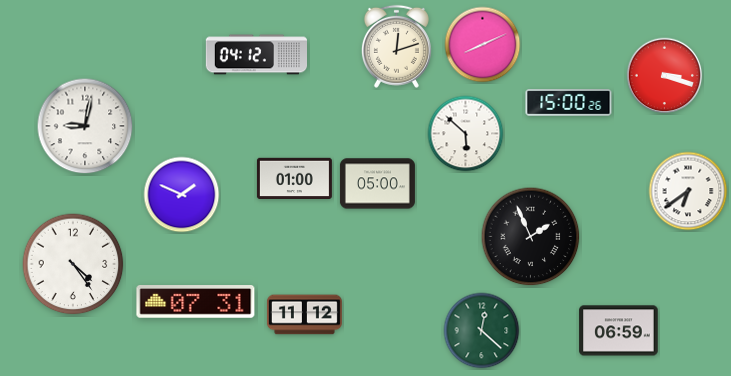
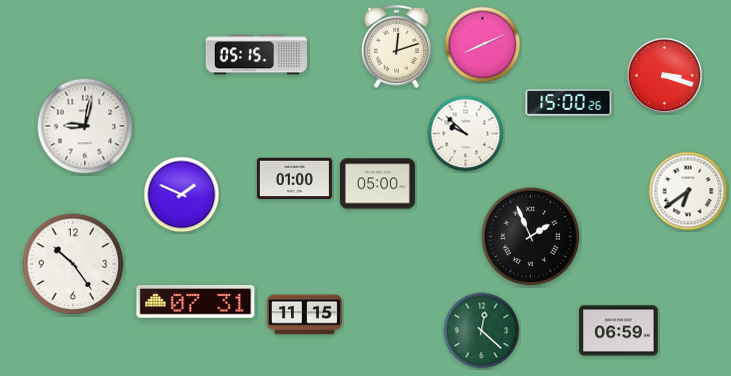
clock at (256, 55): 04:12 -> 05:15
clock at (466, 134): 5:52 -> 9:52
clock at (73, 264): 4:24 -> 10:24
clock at (304, 315): 11:12 -> 11:15
